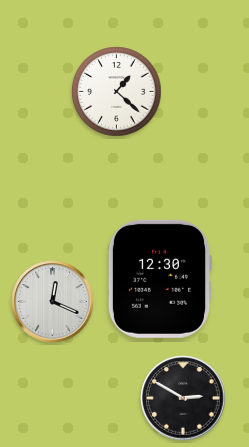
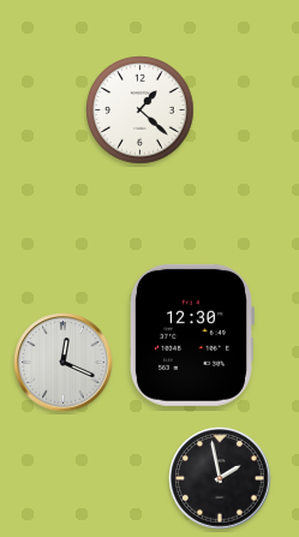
clock at (183, 398): 2:50 -> 1:58
